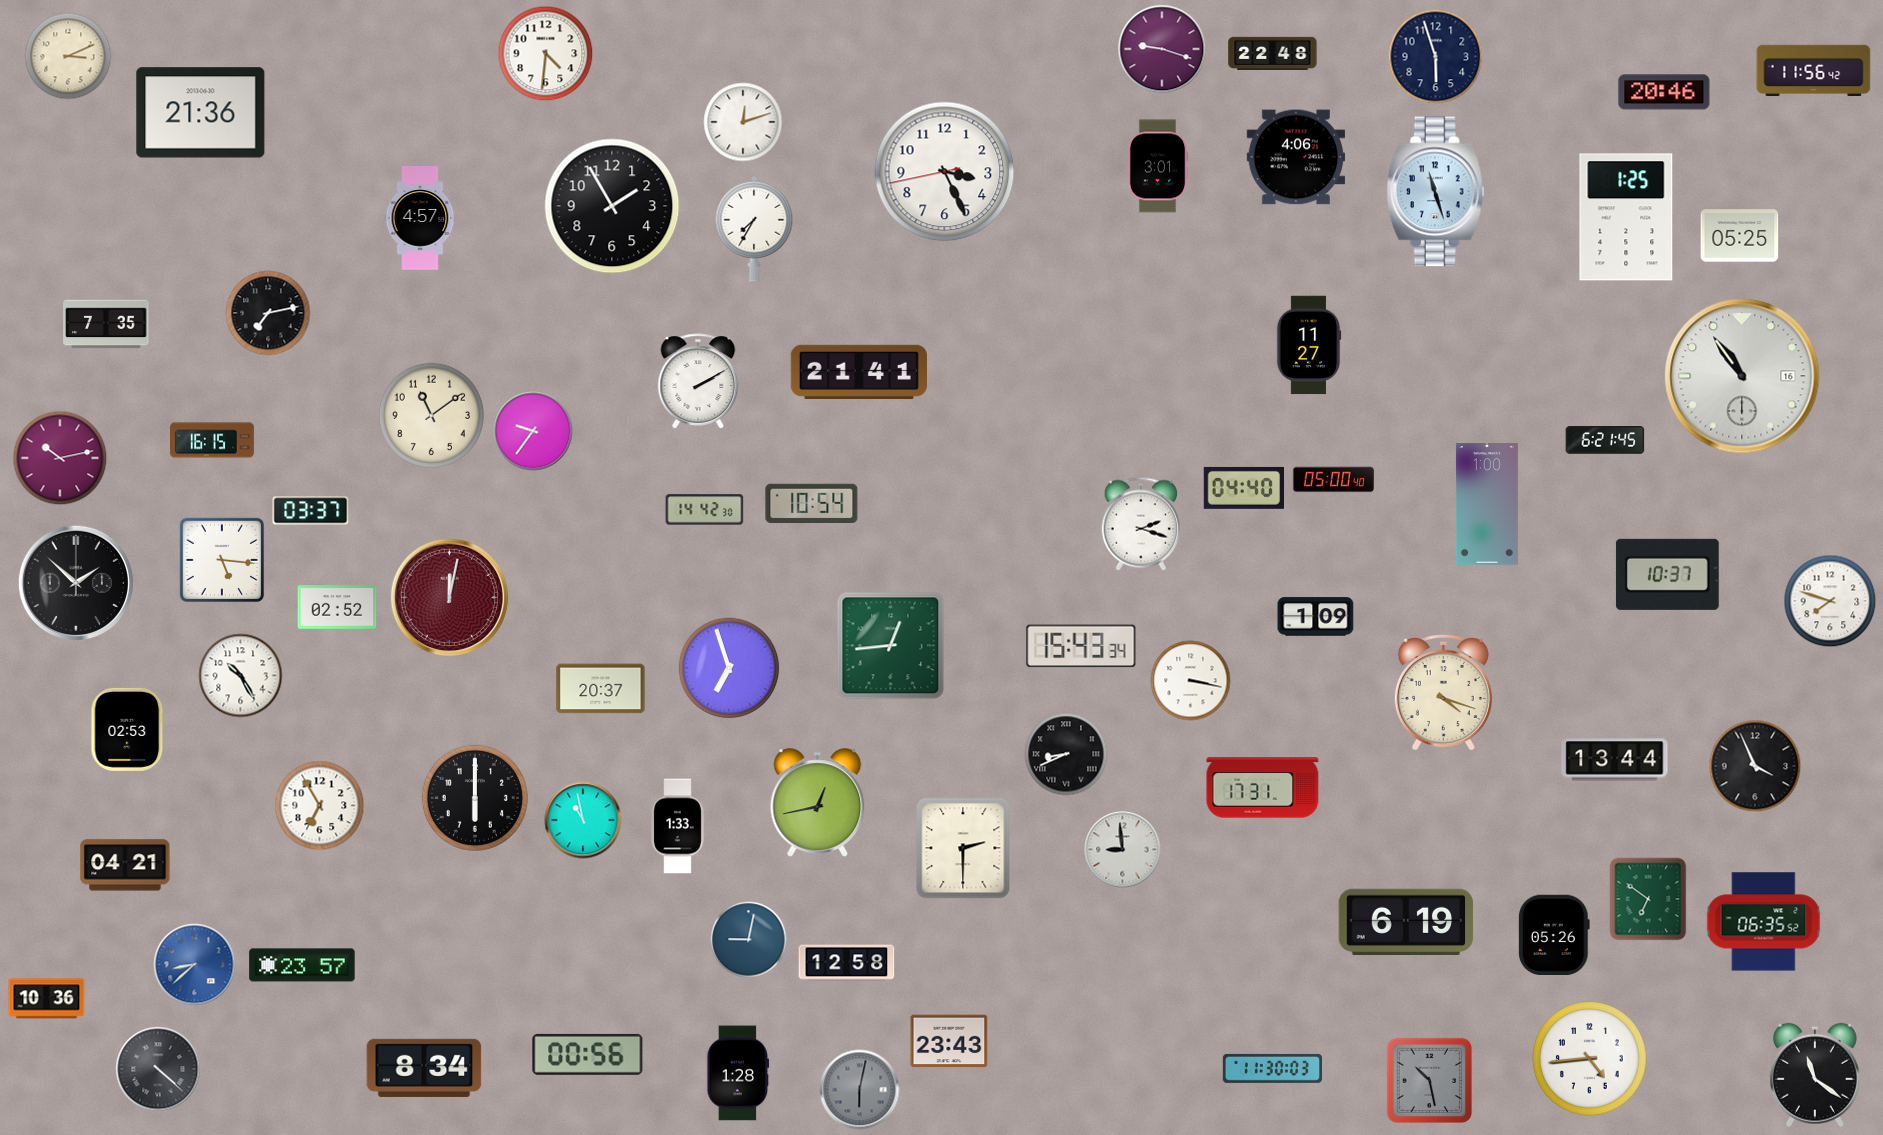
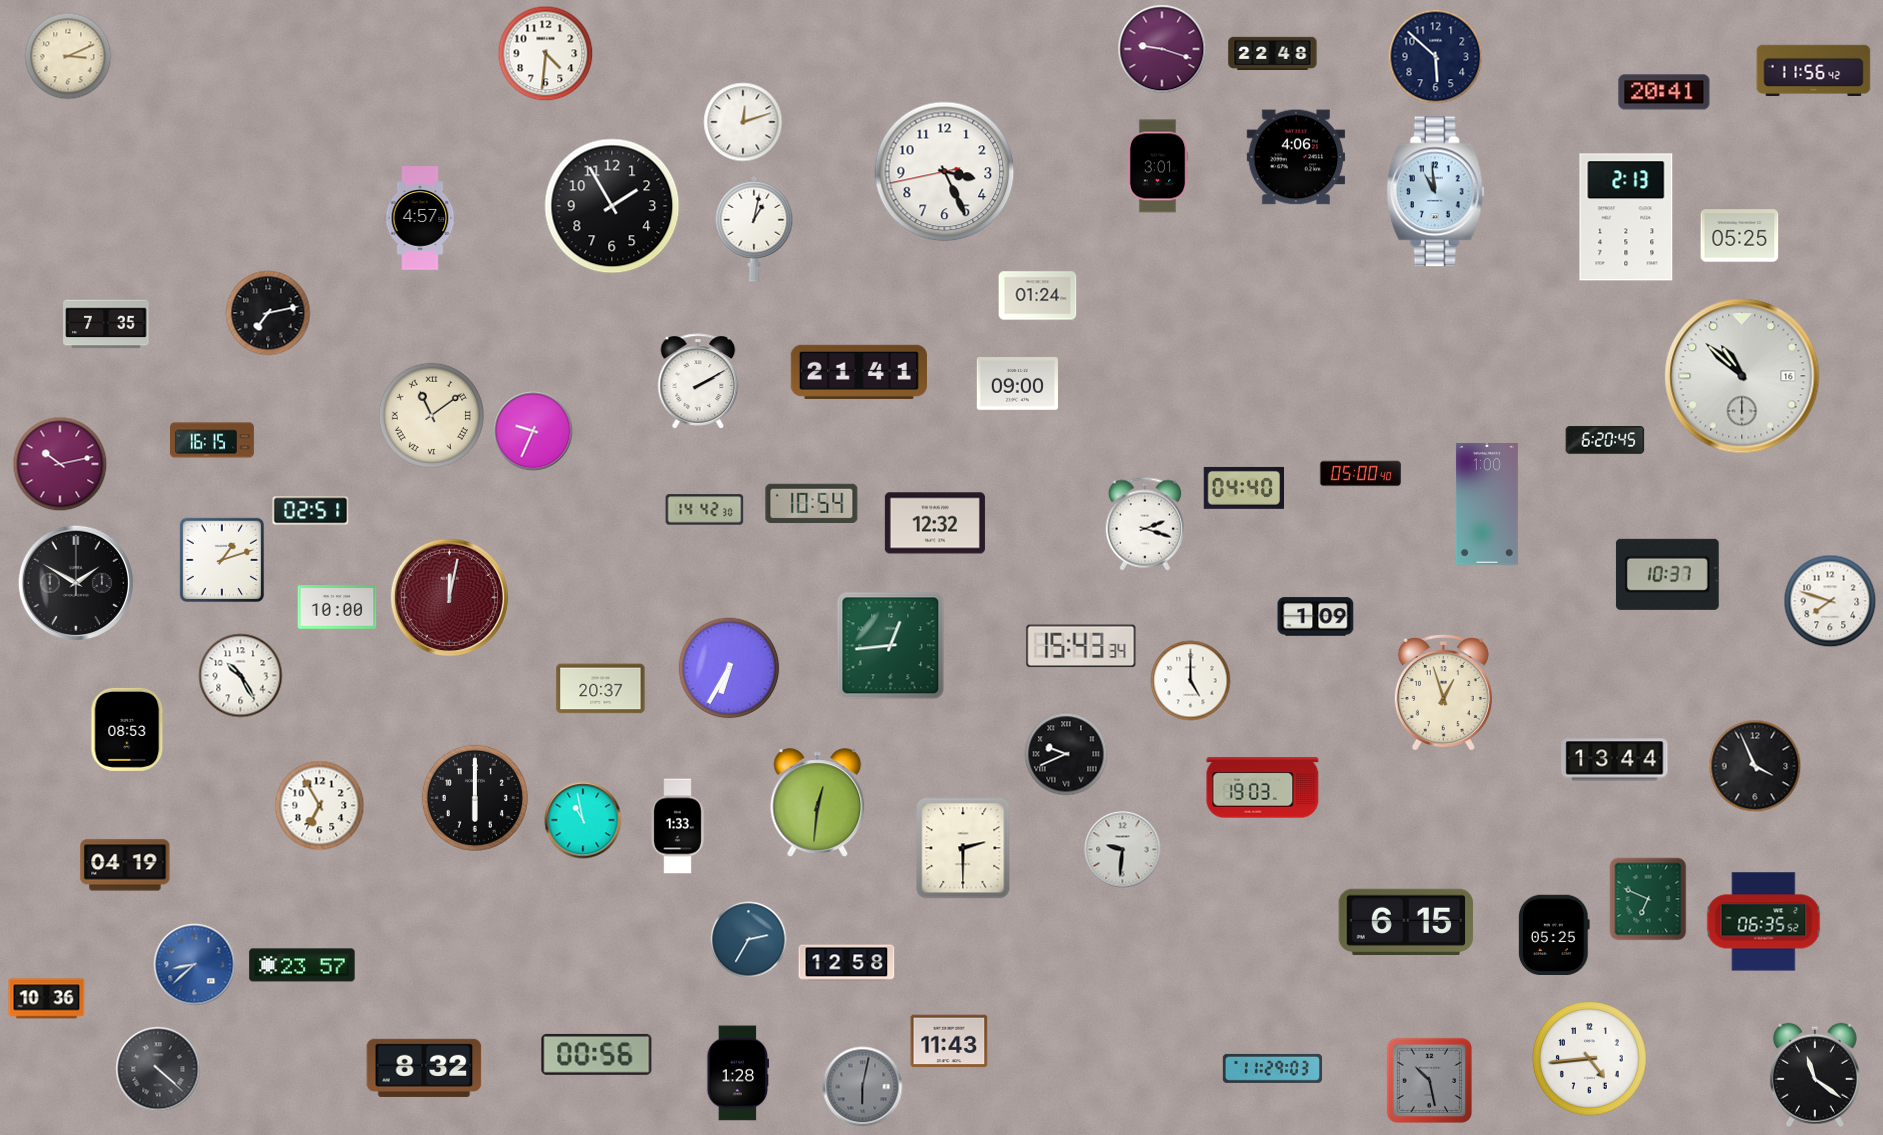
clock at (1436, 57): 5:57 -> 5:52
clock at (1664, 92): 20:46 -> 20:41
clock at (201, 113): 21:36 -> none
clock at (1435, 192): 11:27 -> 10:59
clock at (1626, 217): 1:25 -> 2:13
clock at (754, 229): 7:35 -> 1:02
clock at (1038, 296): none -> 01:24
clock at (1309, 345): 11:27 -> none
clock at (1742, 376): 10:54 -> 10:52
clock at (1017, 384): none -> 09:00
clock at (431, 415) numerals: Arabic -> Roman
clock at (533, 431): 9:36 -> 9:34
clock at (1605, 440): 6:21 -> 6:20
clock at (60, 458) position: (60, 458) -> (60, 464)
clock at (1333, 480) position: (1333, 480) -> (1360, 474)
clock at (311, 511): 03:37 -> 02:51
clock at (935, 523): none -> 12:32
clock at (1141, 524) position: (1141, 524) -> (1145, 524)
clock at (222, 560): 5:16 -> 1:12
clock at (75, 582): 1:52 -> 1:50
clock at (337, 607): 02:52 -> 10:00
clock at (729, 668): 6:57 -> 6:35
clock at (1191, 681): 3:17 -> 5:00
clock at (1443, 692): 4:18 -> 12:57
clock at (128, 729): 02:53 -> 08:53
clock at (1066, 754): 8:41 -> 9:41
clock at (1263, 788): 17:31 -> 19:03
clock at (818, 803): 12:43 -> 12:31
clock at (1123, 850): 8:59 -> 9:31
clock at (125, 865): 04:21 -> 04:19
clock at (1648, 899): 6:51 -> 6:49
clock at (1406, 921): 6:19 -> 6:15
clock at (1554, 934): 05:26 -> 05:25
clock at (749, 940): 9:02 -> 2:35
clock at (949, 1041): 23:43 -> 11:43
clock at (588, 1054) position: (588, 1054) -> (597, 1054)
clock at (424, 1068): 8:34 -> 8:32
clock at (1272, 1068): 11:30 -> 11:29
clock at (860, 1090) position: (860, 1090) -> (863, 1087)
